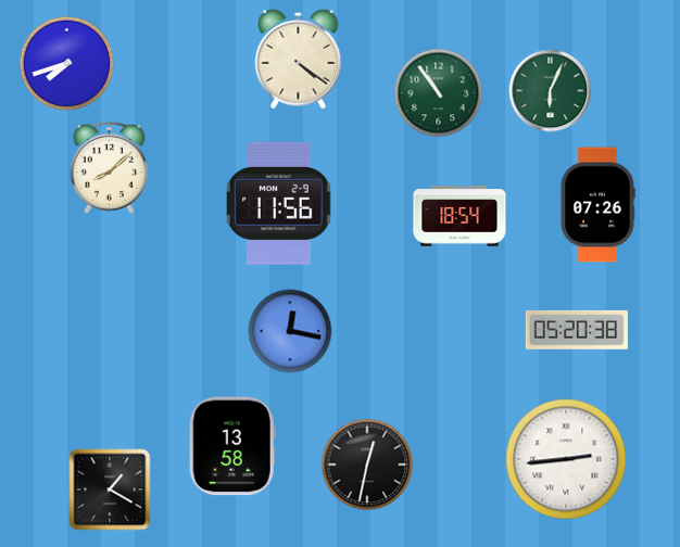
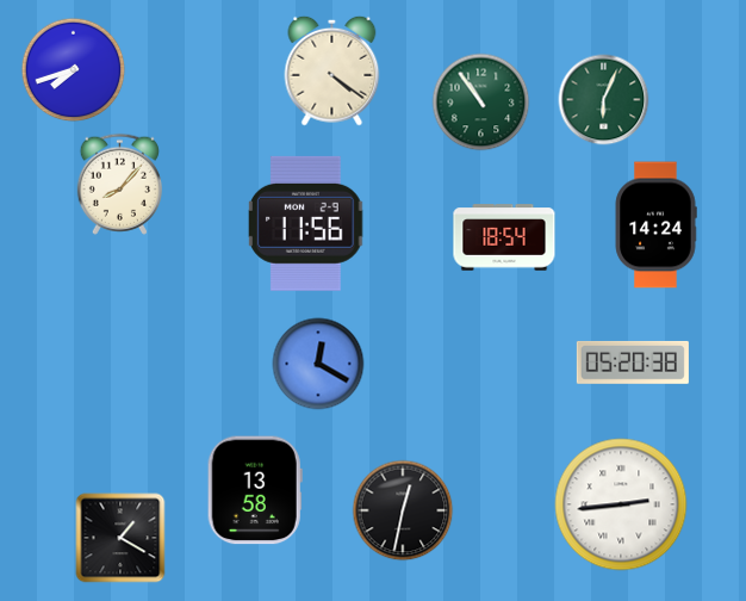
clock at (299, 59) position: (299, 59) -> (332, 70)
clock at (109, 167): 8:08 -> 8:07
clock at (597, 205): 07:26 -> 14:24
clock at (290, 331): 12:17 -> 12:20
